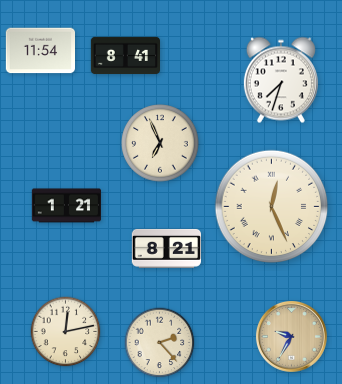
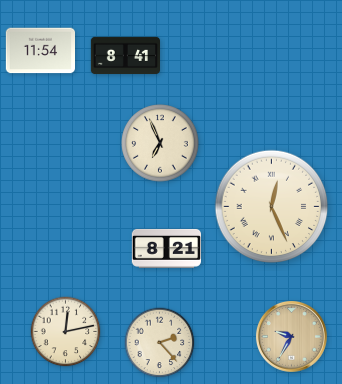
clock at (281, 80): 7:33 -> none
clock at (66, 206): 1:21 -> none
